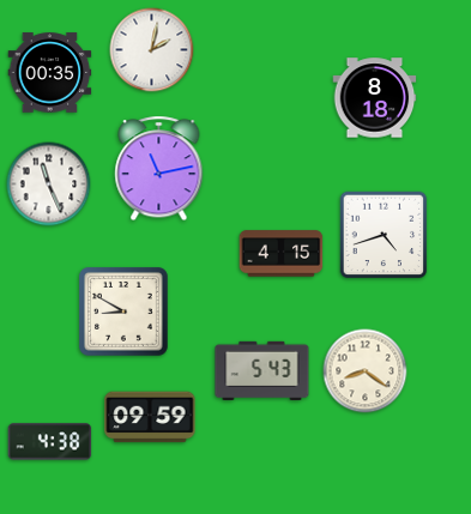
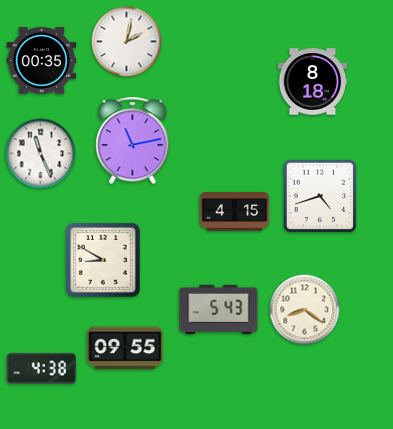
clock at (150, 417): 09:59 -> 09:55
